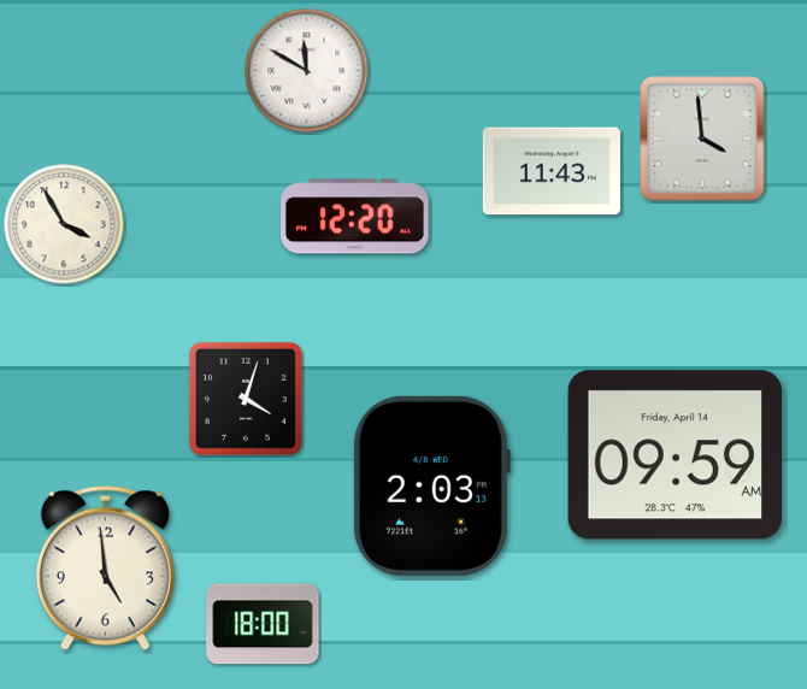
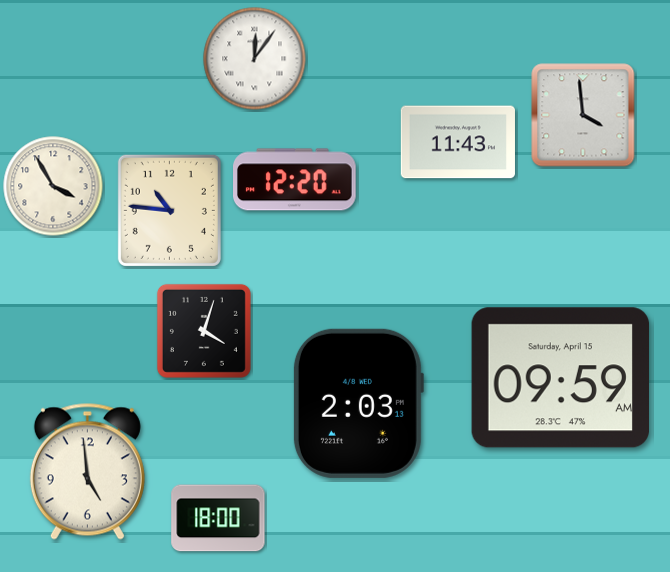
clock at (307, 71): 11:50 -> 12:06
clock at (169, 210): none -> 10:46
clock at (675, 455) date: Friday, April 14 -> Saturday, April 15
